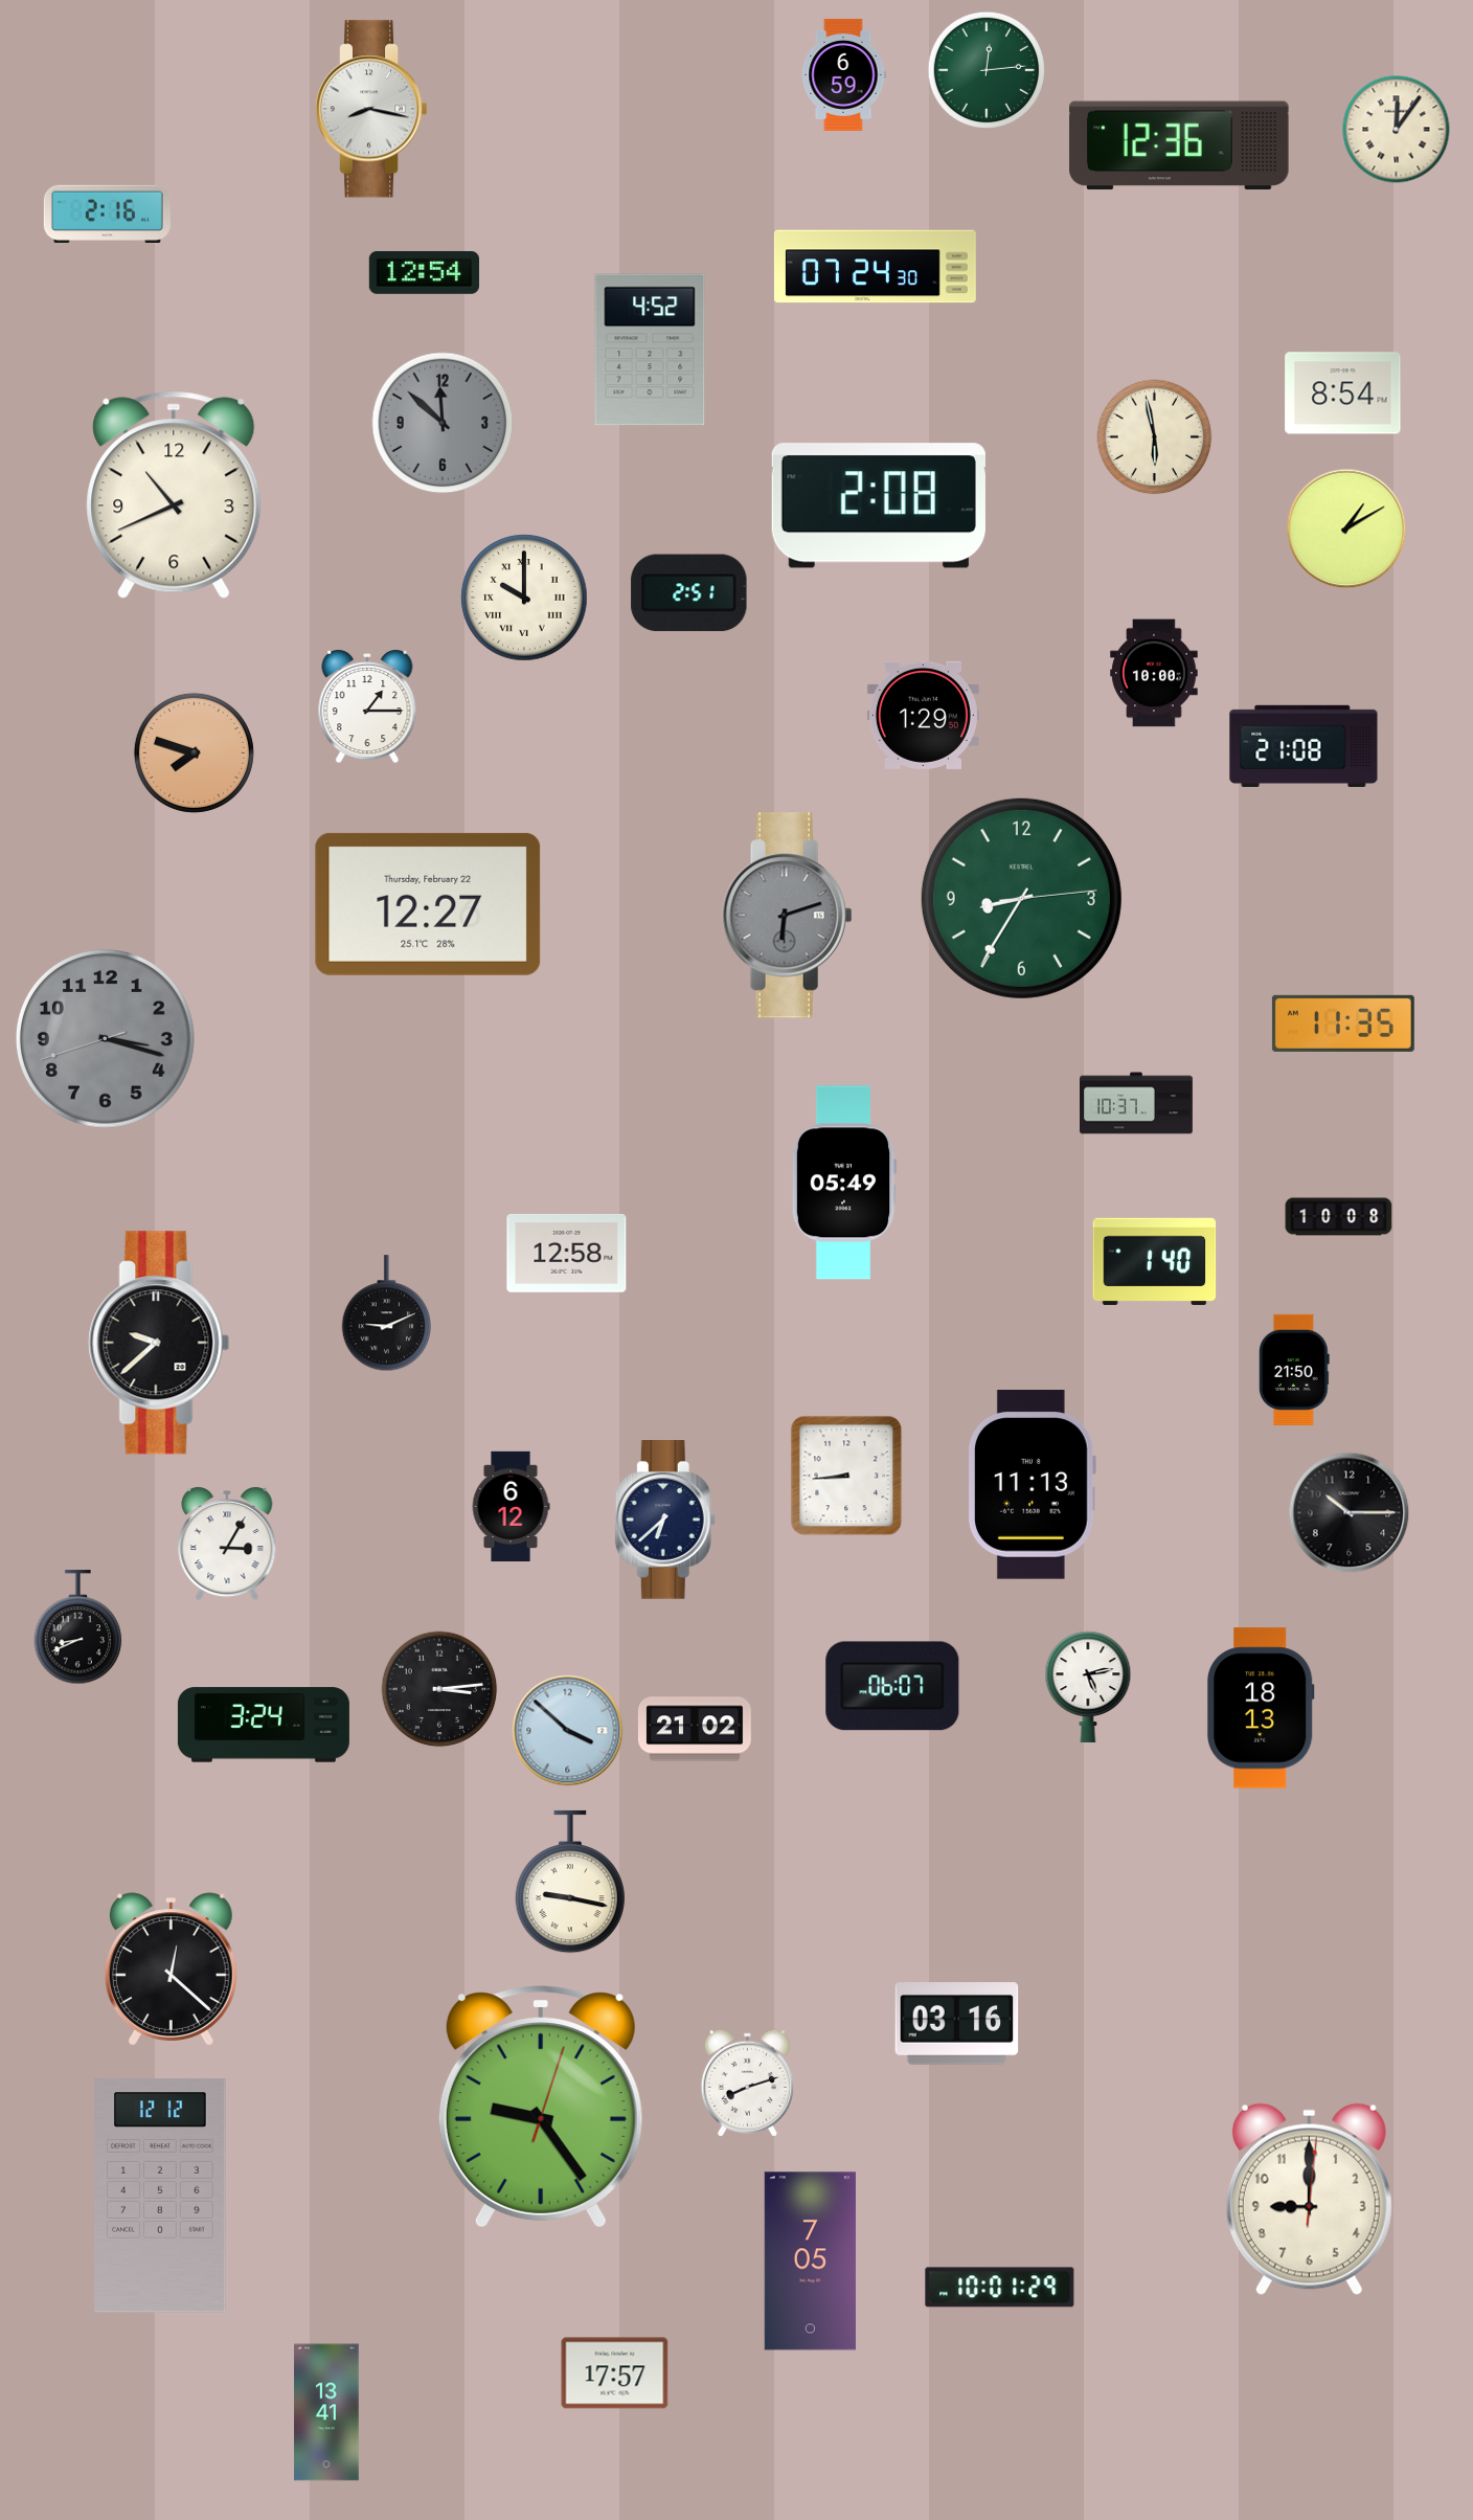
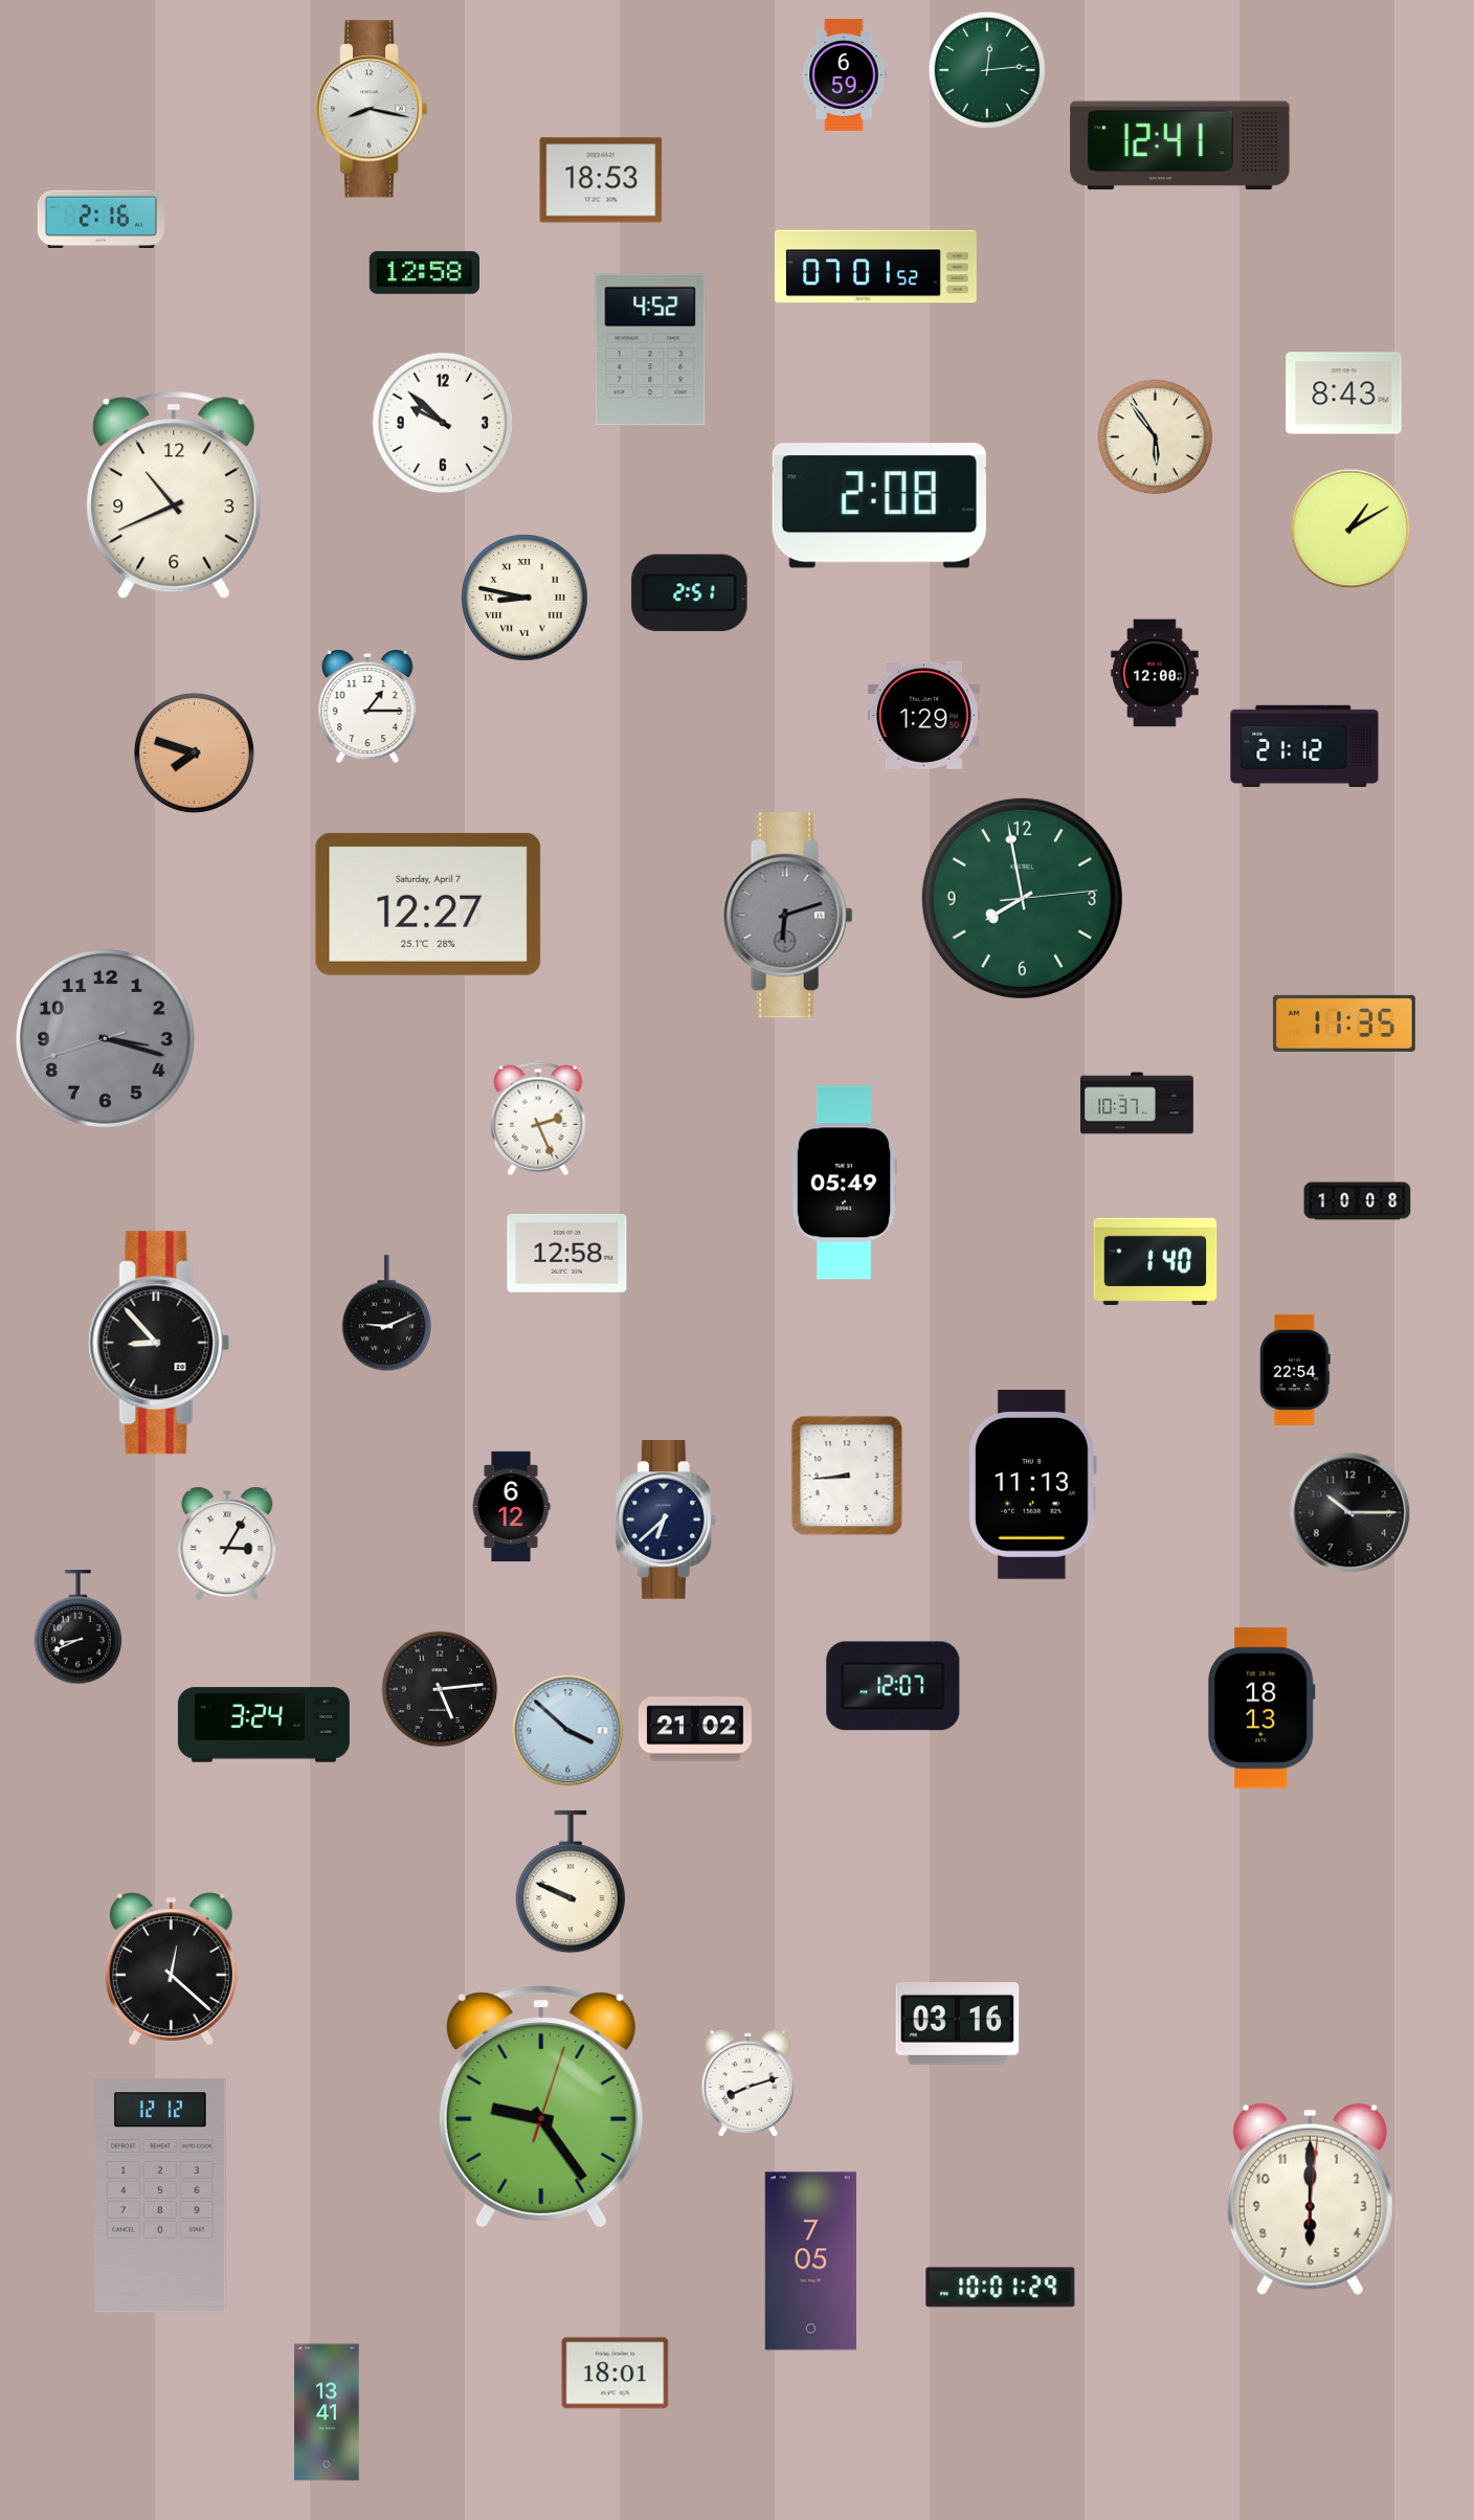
clock at (1397, 130): 12:06 -> none
clock at (1179, 145): 12:36 -> 12:41
clock at (601, 180): none -> 18:53
clock at (107, 213) position: (107, 213) -> (100, 219)
clock at (875, 267): 07:24 -> 07:01
clock at (424, 272): 12:54 -> 12:58
clock at (1343, 393): 8:54 -> 8:43
clock at (443, 423): 11:52 -> 9:52
clock at (443, 423) dial: grey -> white
clock at (1155, 437): 5:58 -> 5:54
clock at (1346, 528) position: (1346, 528) -> (1350, 528)
clock at (524, 598): 10:00 -> 8:47
clock at (1154, 673): 10:00 -> 12:00
clock at (1304, 746): 21:08 -> 21:12
clock at (1021, 898): 8:35 -> 7:58
clock at (428, 904) date: Thursday, February 22 -> Saturday, April 7
clock at (538, 1119): none -> 2:26
clock at (1339, 1217) position: (1339, 1217) -> (1358, 1201)
clock at (159, 1343): 9:38 -> 8:53
clock at (1294, 1370): 21:50 -> 22:54
clock at (892, 1686): 06:07 -> 12:07
clock at (1088, 1687): 5:13 -> none
clock at (439, 1689): 3:14 -> 5:14
clock at (569, 1882): 9:17 -> 9:49
clock at (1309, 2199): 9:00 -> 6:00
clock at (615, 2373): 17:57 -> 18:01
